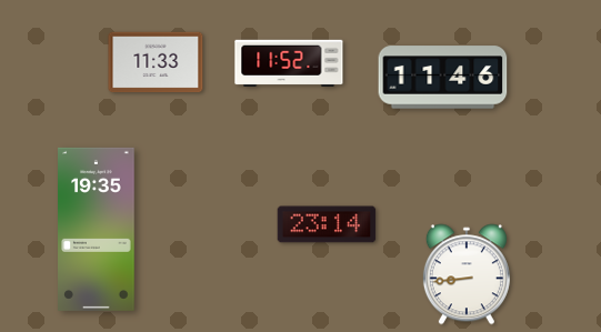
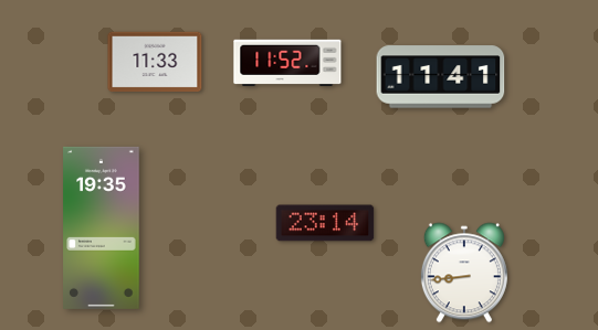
clock at (443, 78): 11:46 -> 11:41
clock at (97, 229) position: (97, 229) -> (102, 227)
